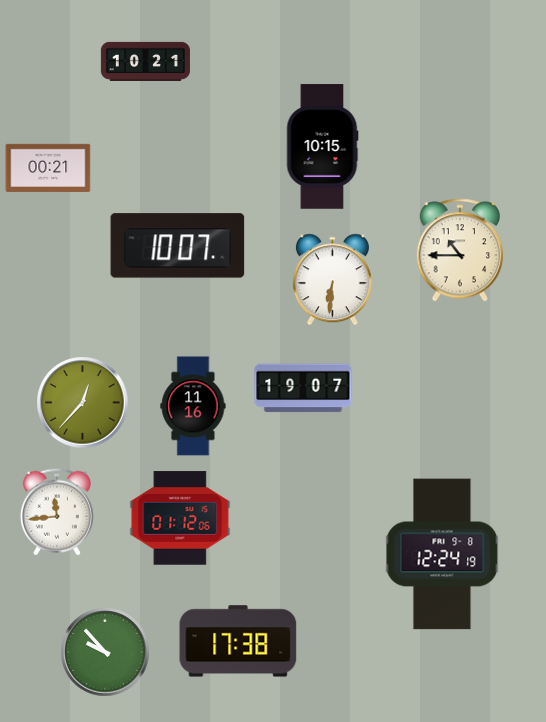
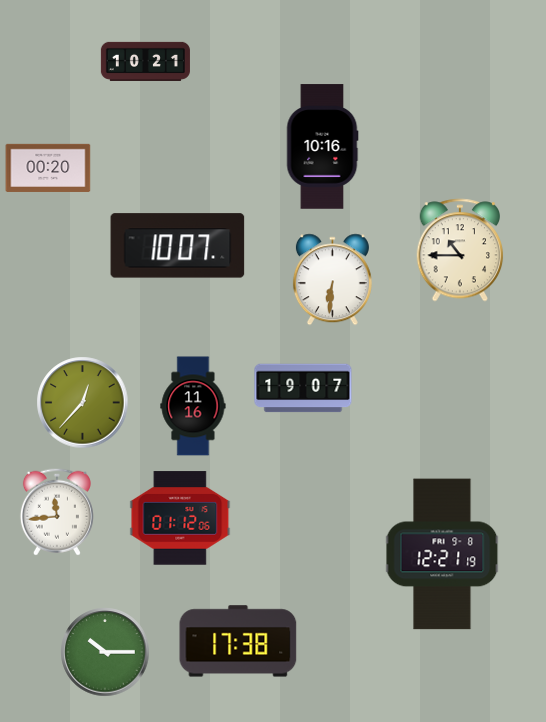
clock at (322, 147): 10:15 -> 10:16
clock at (48, 168): 00:21 -> 00:20
clock at (442, 554): 12:24 -> 12:21
clock at (105, 652): 9:53 -> 10:15
